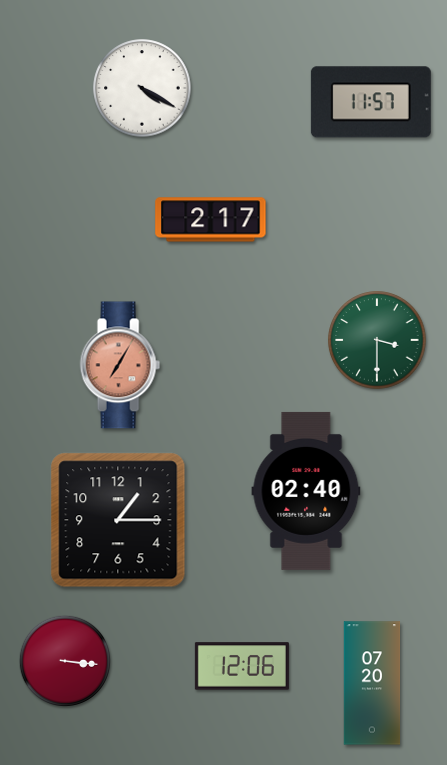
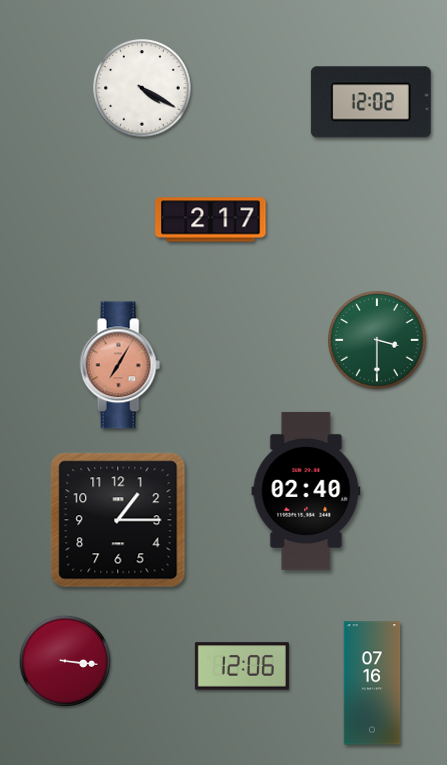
clock at (371, 102): 11:57 -> 12:02
clock at (372, 683): 07:20 -> 07:16
